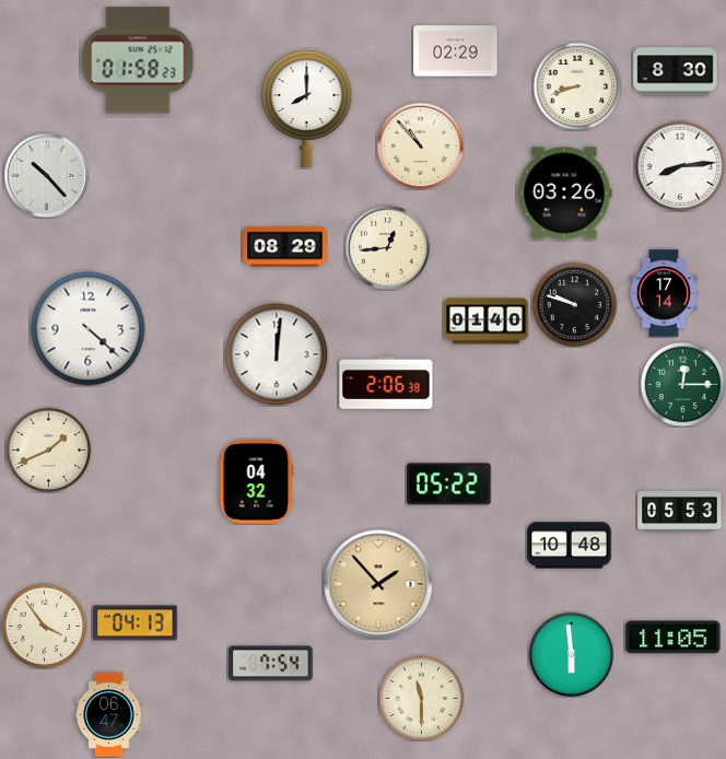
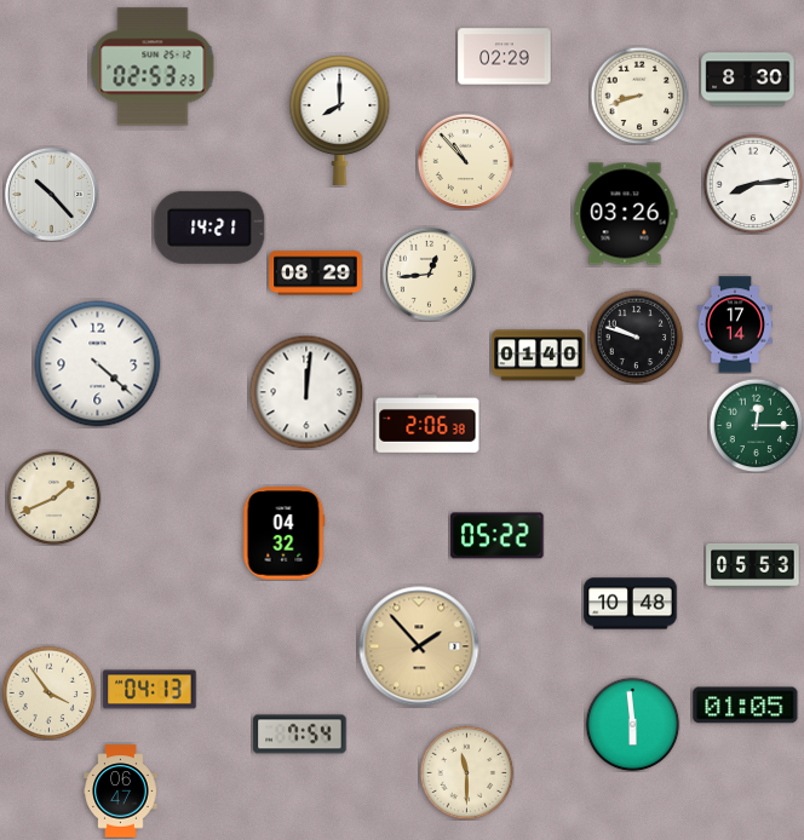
clock at (138, 60): 01:58 -> 02:53
clock at (209, 228): none -> 14:21
clock at (674, 638): 11:05 -> 01:05
